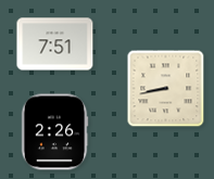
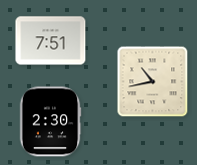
clock at (166, 89): 8:43 -> 10:43
clock at (54, 132): 2:26 -> 2:30
